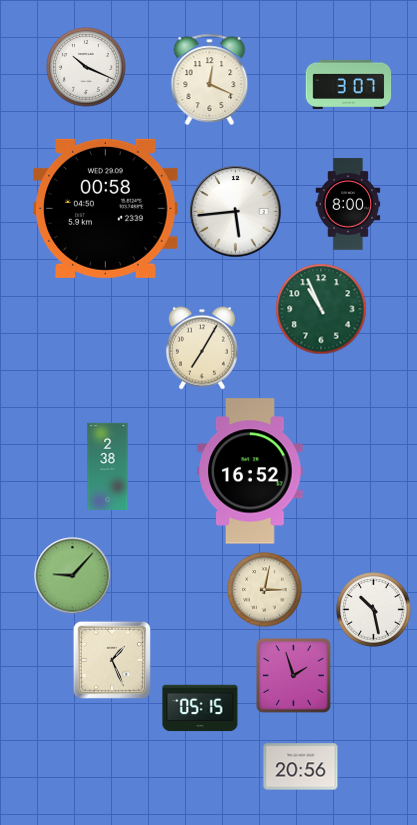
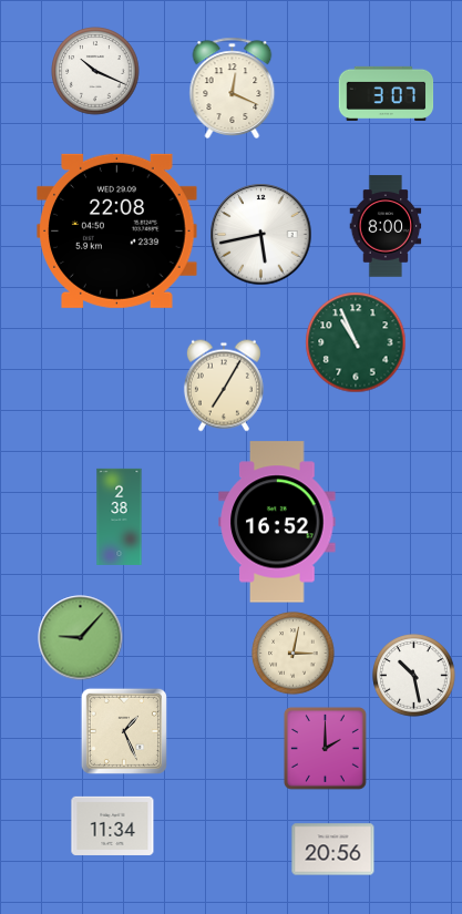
clock at (86, 67) position: (86, 67) -> (95, 71)
clock at (106, 208): 00:58 -> 22:08
clock at (236, 212): 5:44 -> 5:43
clock at (293, 675): 1:57 -> 2:00
clock at (200, 708): 05:15 -> none
clock at (113, 825): none -> 11:34
